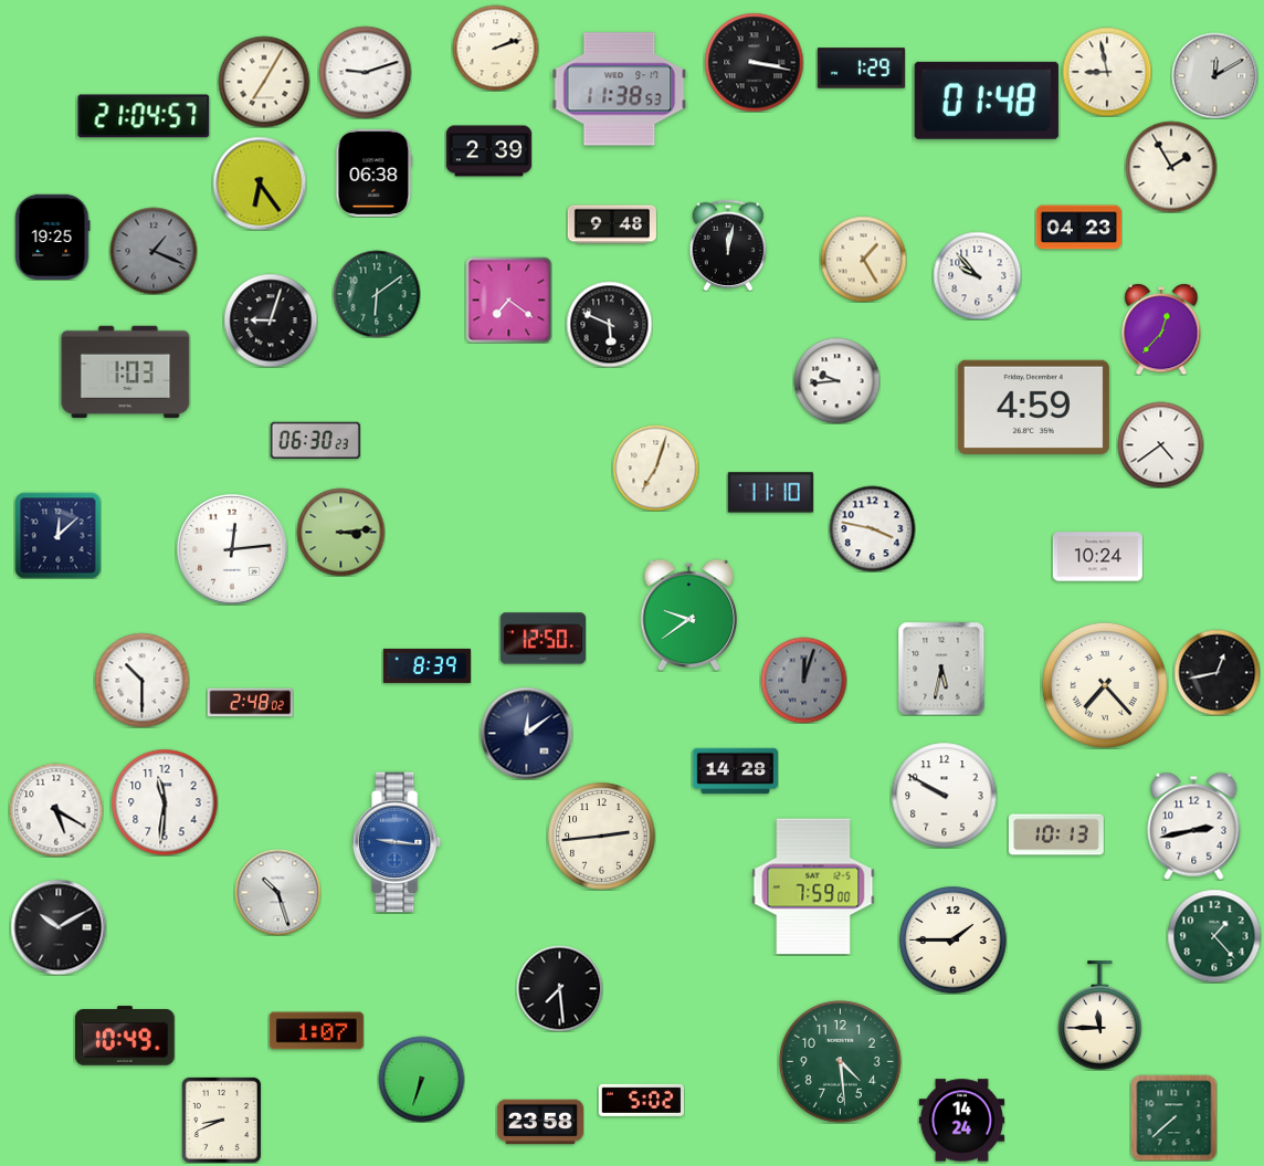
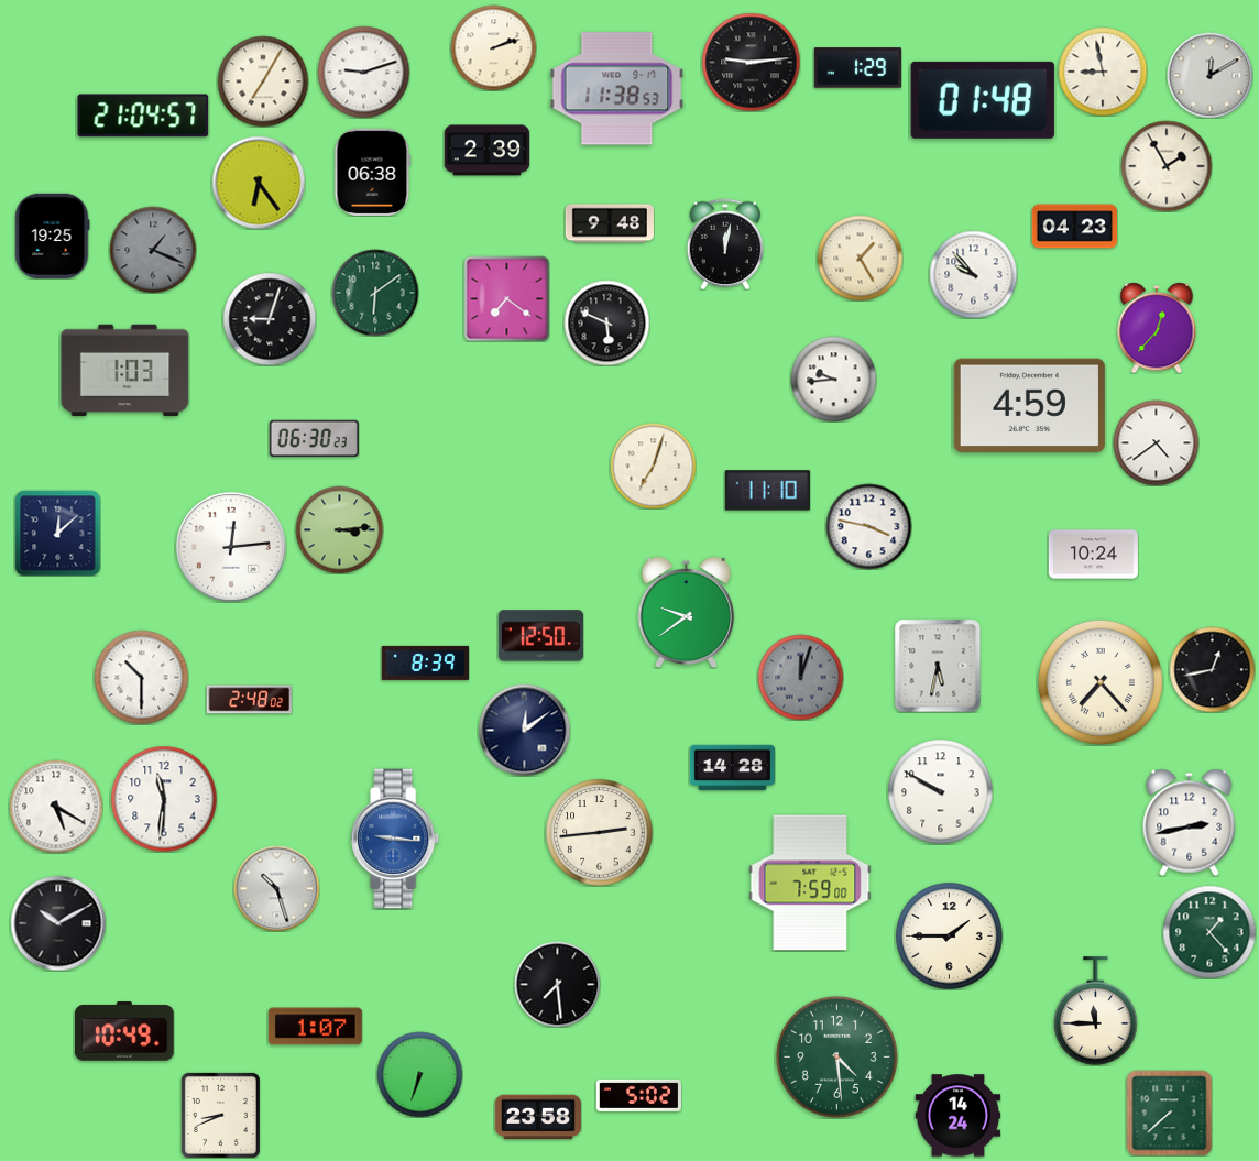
clock at (754, 62): 3:17 -> 9:14
clock at (1056, 834): 10:13 -> none
